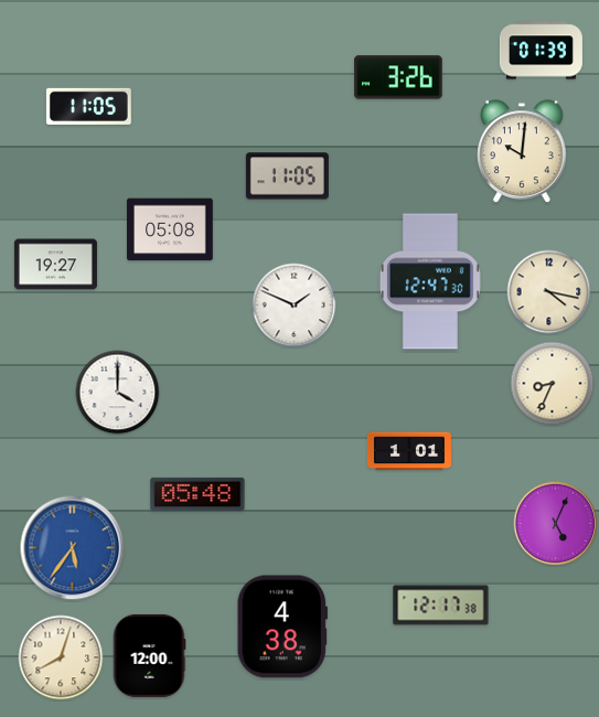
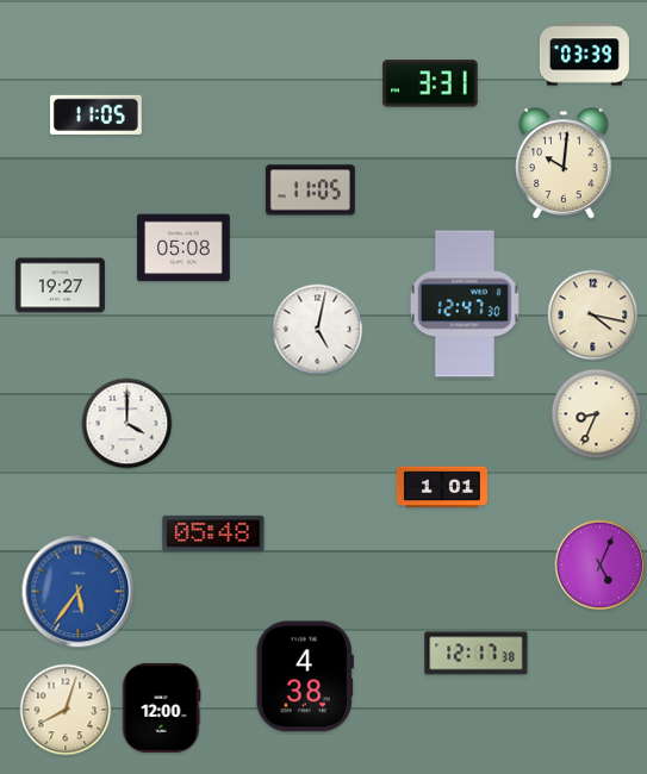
clock at (541, 51): 01:39 -> 03:39
clock at (398, 77): 3:26 -> 3:31
clock at (295, 306): 1:49 -> 5:02
